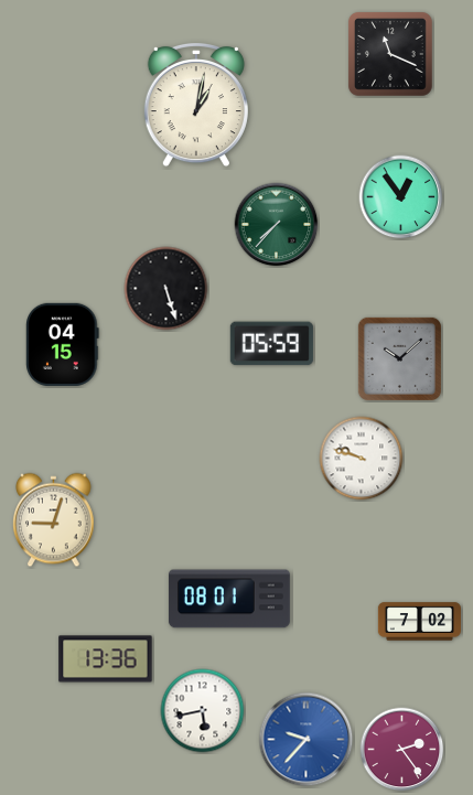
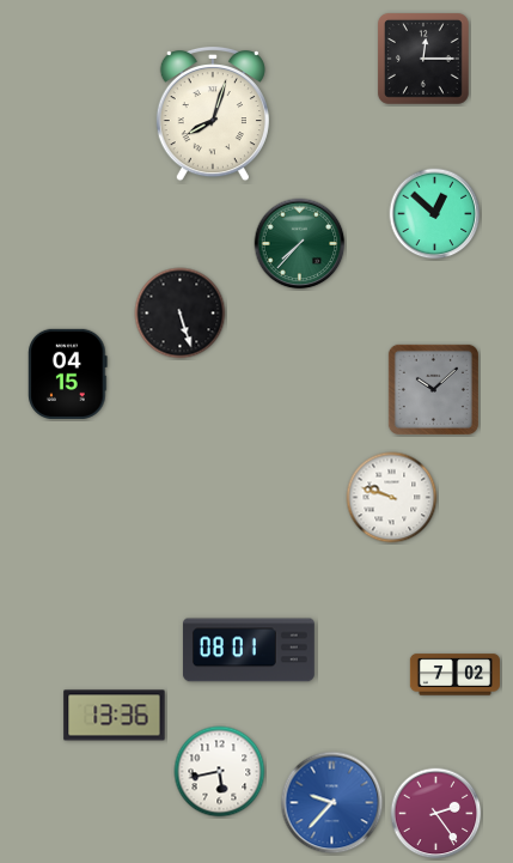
clock at (390, 54): 11:19 -> 12:15
clock at (196, 105): 1:02 -> 8:03
clock at (401, 197): 12:54 -> 12:52
clock at (271, 344): 05:59 -> none
clock at (54, 520): 9:03 -> none
